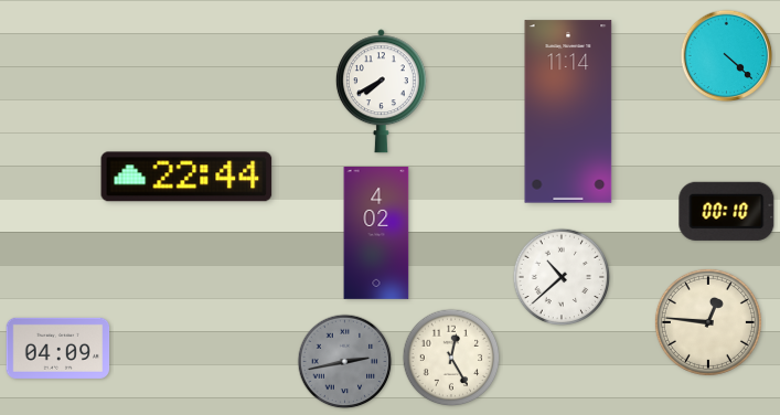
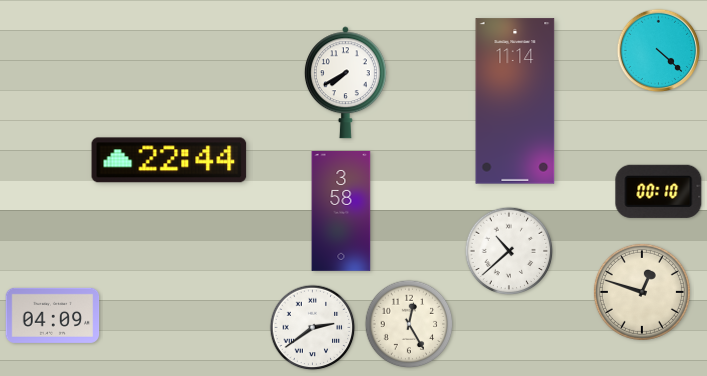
clock at (376, 234): 4:02 -> 3:58
clock at (708, 322): 12:46 -> 12:48
clock at (345, 362): 2:43 -> 2:39
clock at (345, 362) dial: grey -> white
